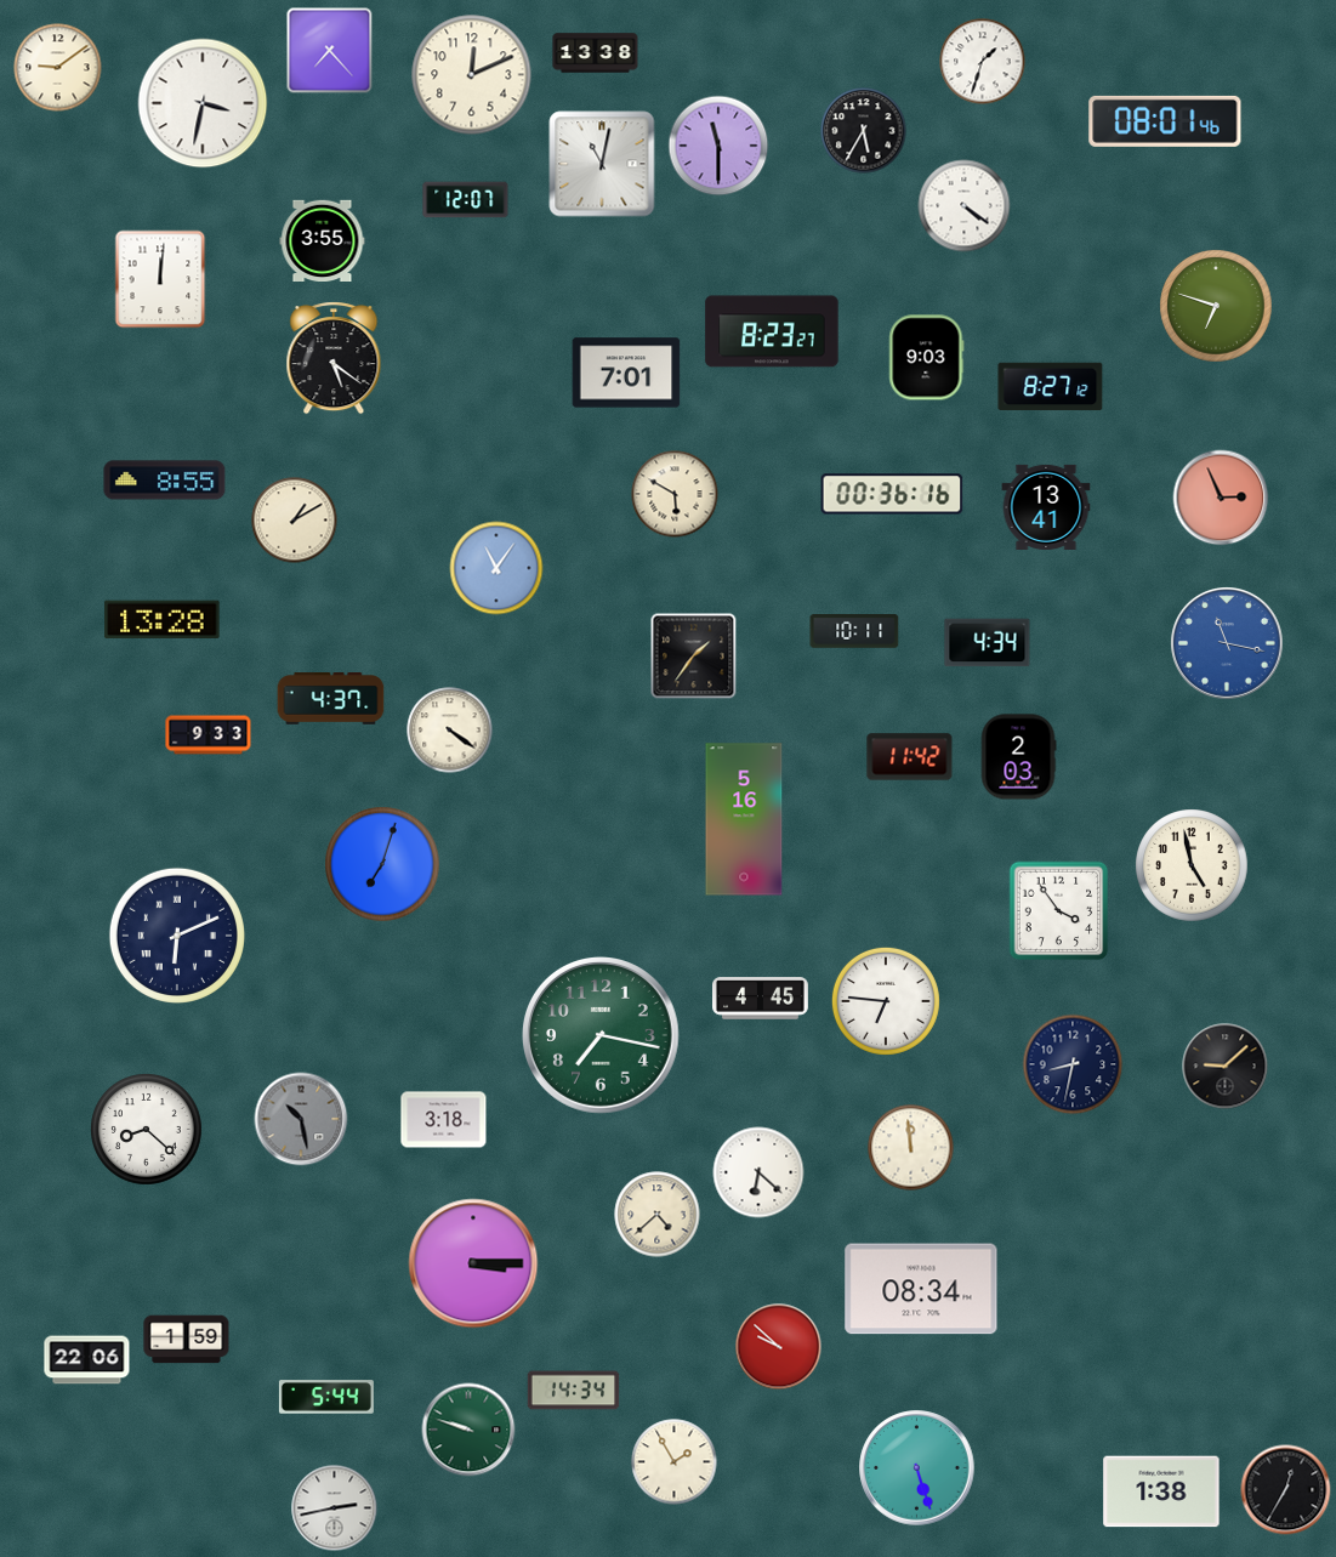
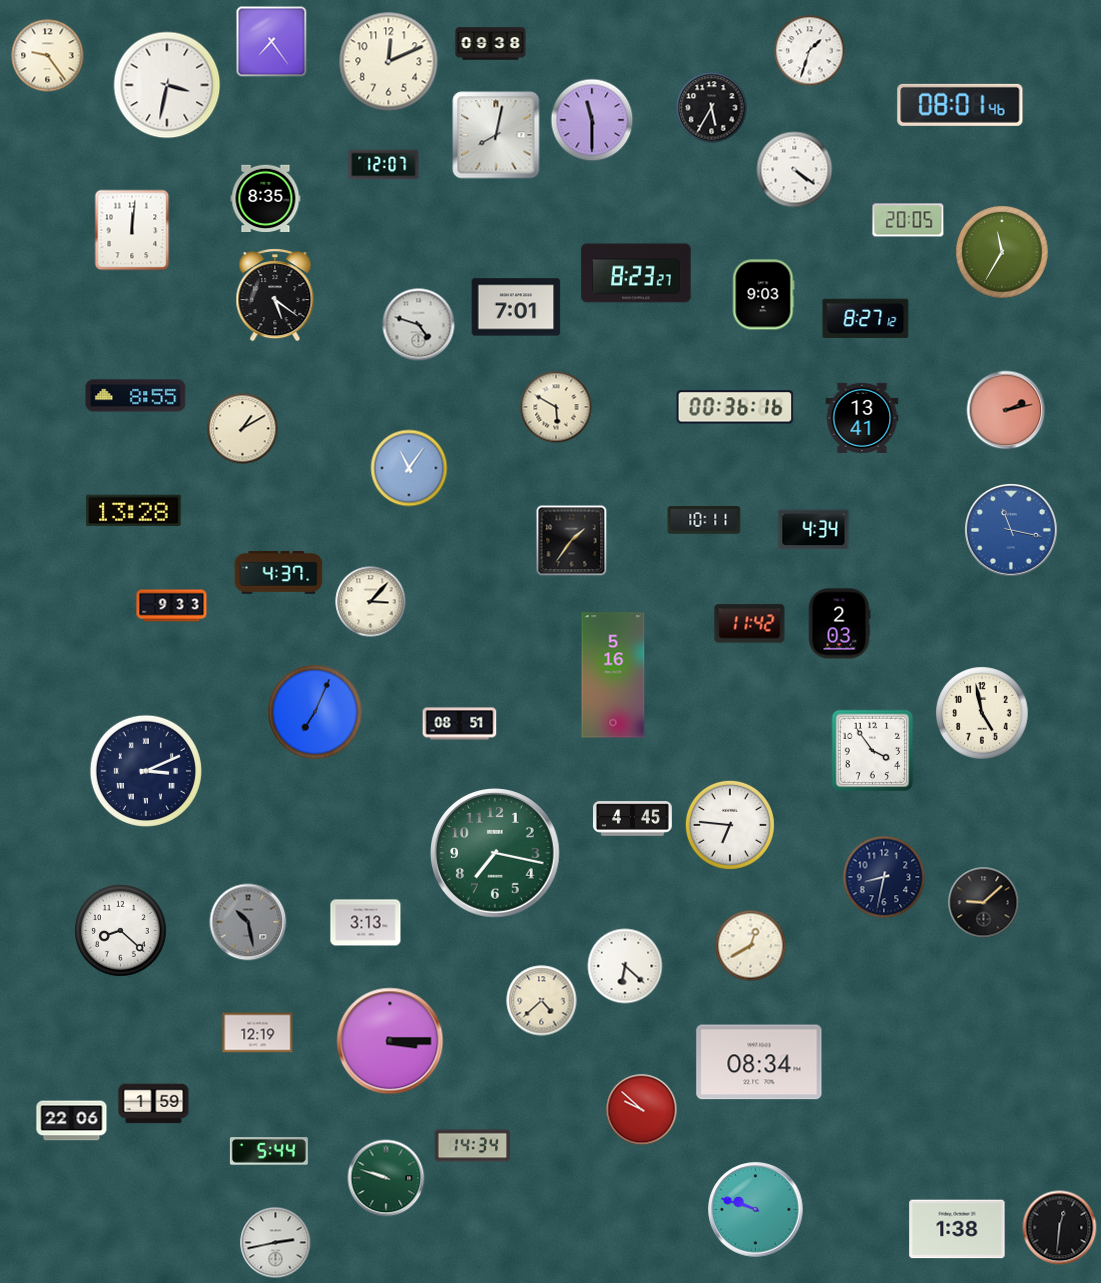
clock at (330, 51): 7:23 -> 7:24
clock at (596, 53): 13:38 -> 09:38
clock at (58, 68): 9:09 -> 9:24
clock at (1165, 121) position: (1165, 121) -> (960, 105)
clock at (602, 164): 11:02 -> 8:02
clock at (323, 241): 3:55 -> 8:35
clock at (908, 220): none -> 20:05
clock at (1216, 306): 6:48 -> 11:35
clock at (419, 325): none -> 4:48
clock at (1221, 498): 2:56 -> 2:13
clock at (331, 699) position: (331, 699) -> (279, 573)
clock at (450, 731): 4:21 -> 3:07
clock at (382, 864): 7:03 -> 7:04
clock at (460, 724): none -> 08:51
clock at (177, 936): 6:11 -> 3:11
clock at (761, 999) position: (761, 999) -> (633, 819)
clock at (1226, 1067) position: (1226, 1067) -> (984, 903)
clock at (444, 1120): 3:18 -> 3:13
clock at (911, 1148): 11:59 -> 12:40
clock at (258, 1033): none -> 12:19
clock at (675, 1462): 1:55 -> none
clock at (917, 1468): 5:27 -> 9:48
clock at (1286, 1490): 12:35 -> 12:31
